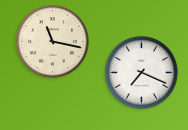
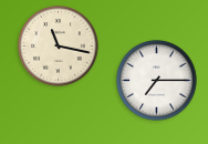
clock at (142, 73): 7:19 -> 7:15
